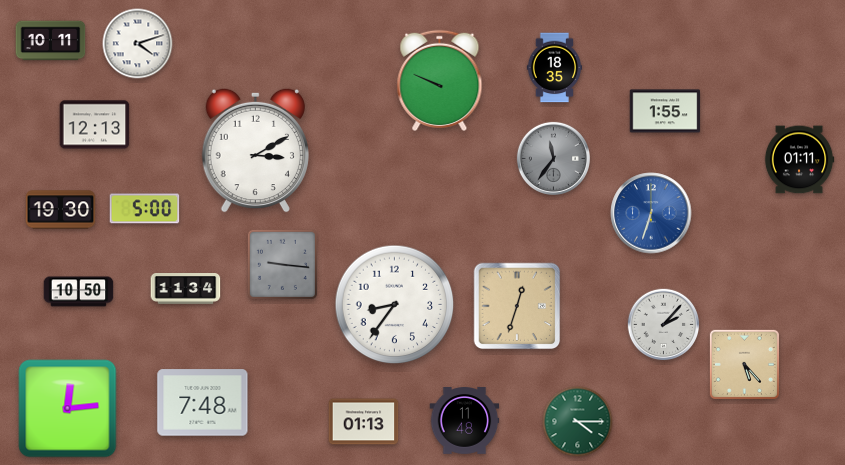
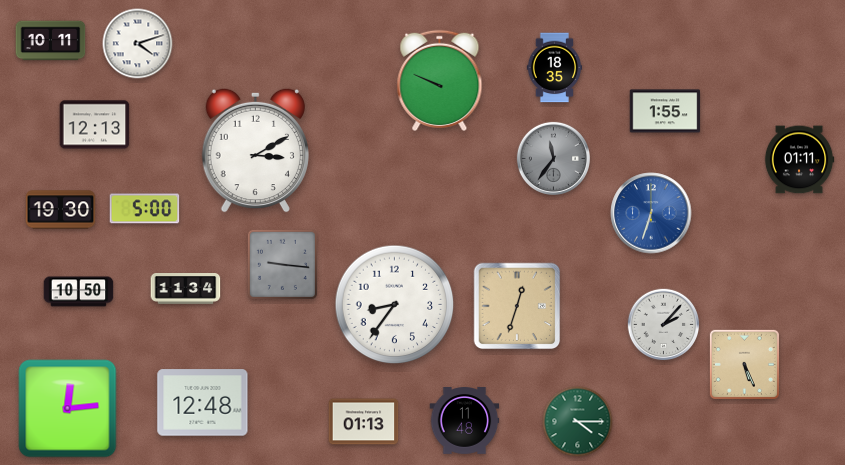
clock at (744, 364): 5:23 -> 5:26
clock at (203, 403): 7:48 -> 12:48
